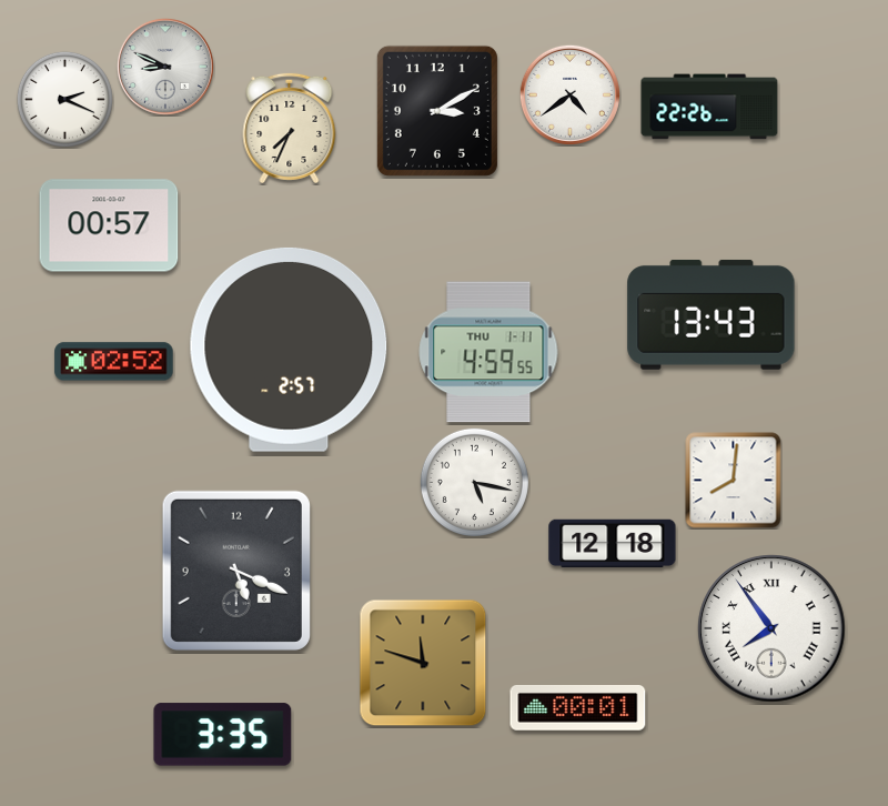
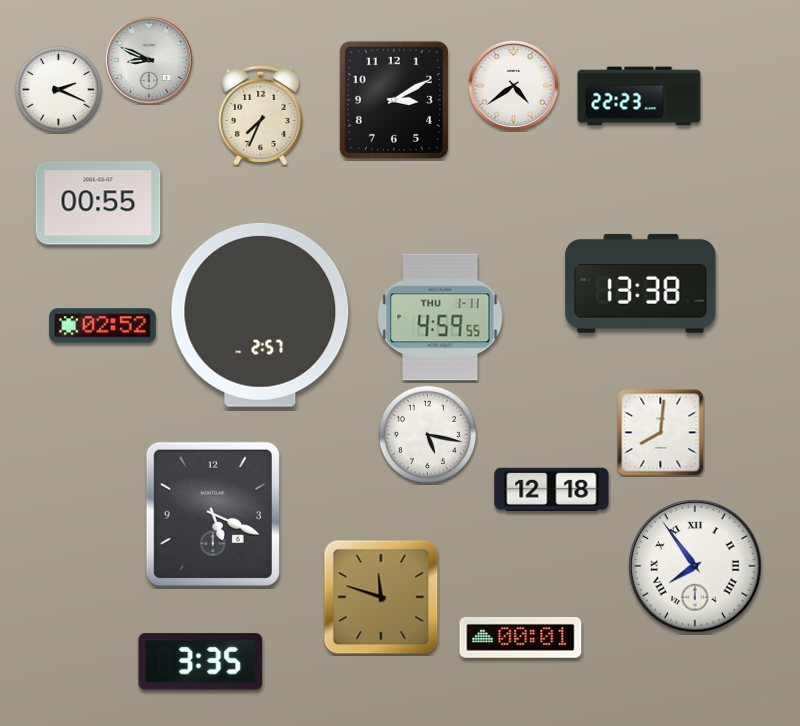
clock at (709, 107): 22:26 -> 22:23
clock at (109, 225): 00:57 -> 00:55
clock at (712, 314): 13:43 -> 13:38
